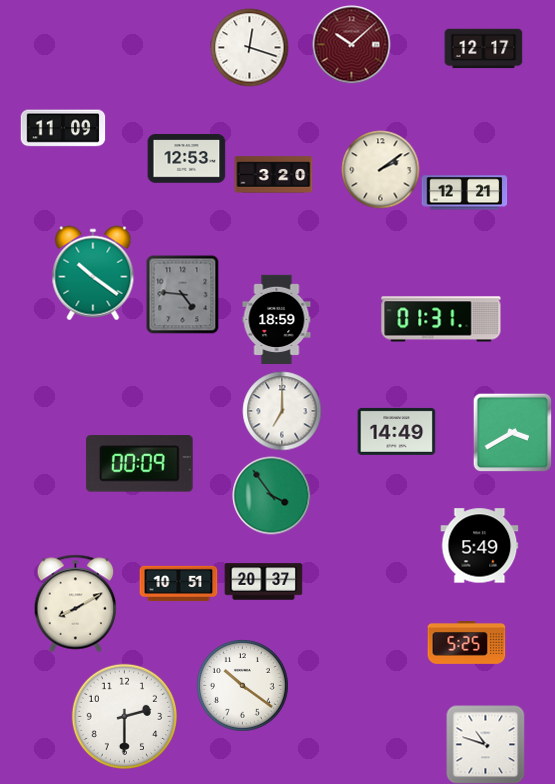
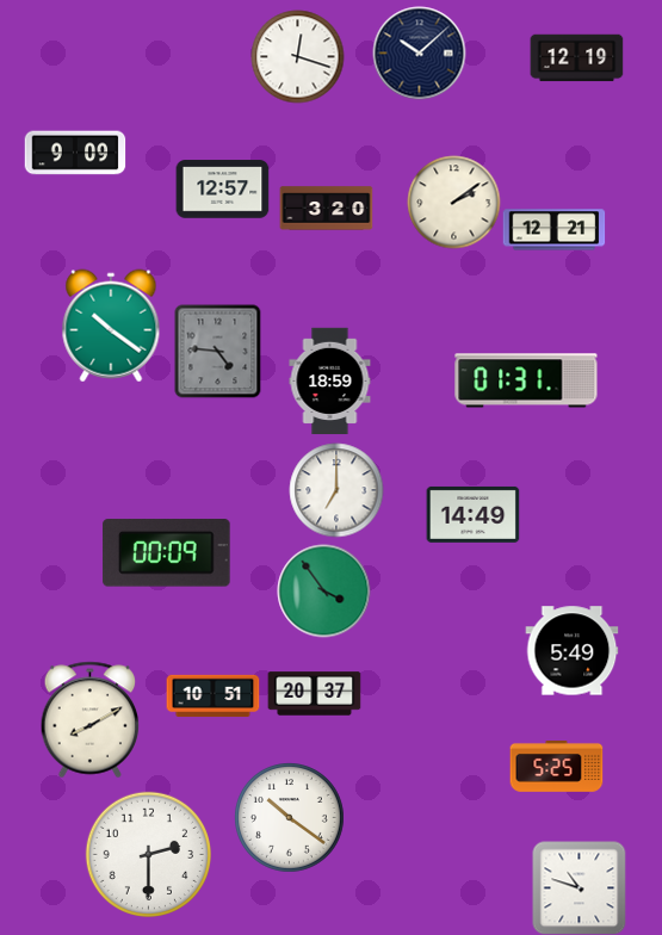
clock at (351, 44) dial: burgundy -> navy
clock at (483, 49): 12:17 -> 12:19
clock at (63, 128): 11:09 -> 9:09
clock at (186, 159): 12:53 -> 12:57
clock at (512, 432): 3:40 -> none
